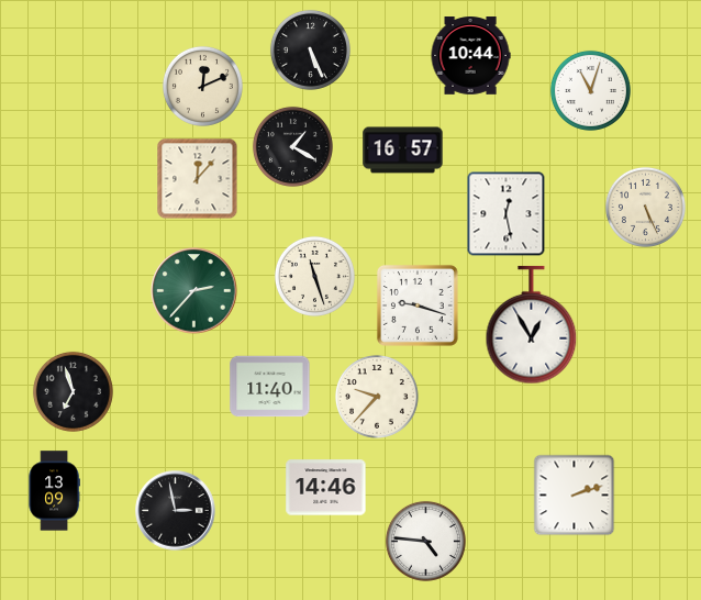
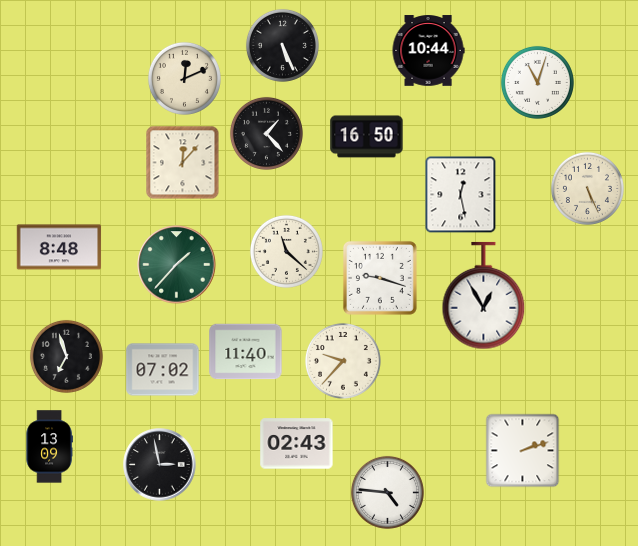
clock at (292, 146): 1:20 -> 1:23
clock at (403, 151): 16:57 -> 16:50
clock at (198, 179) position: (198, 179) -> (183, 163)
clock at (59, 247): none -> 8:48
clock at (314, 276): 11:27 -> 11:22
clock at (194, 291): 2:37 -> 1:37
clock at (163, 370): none -> 07:02
clock at (326, 488): 14:46 -> 02:43
